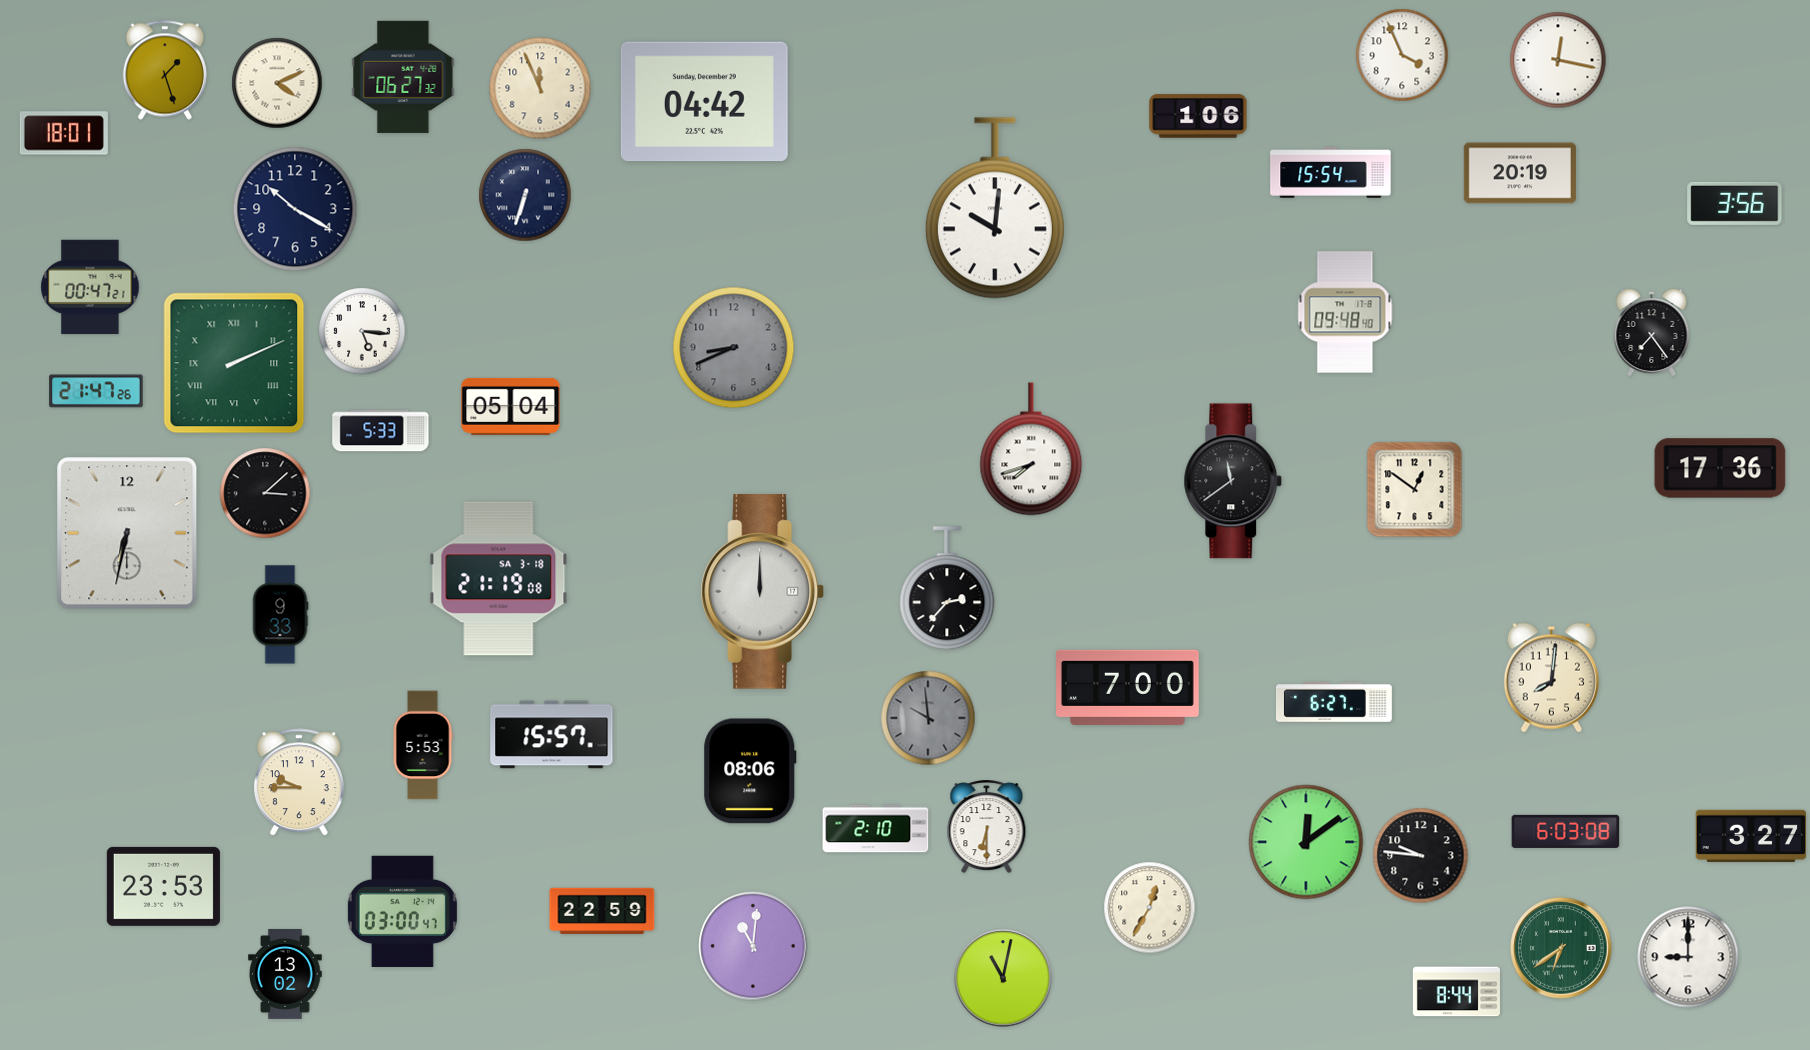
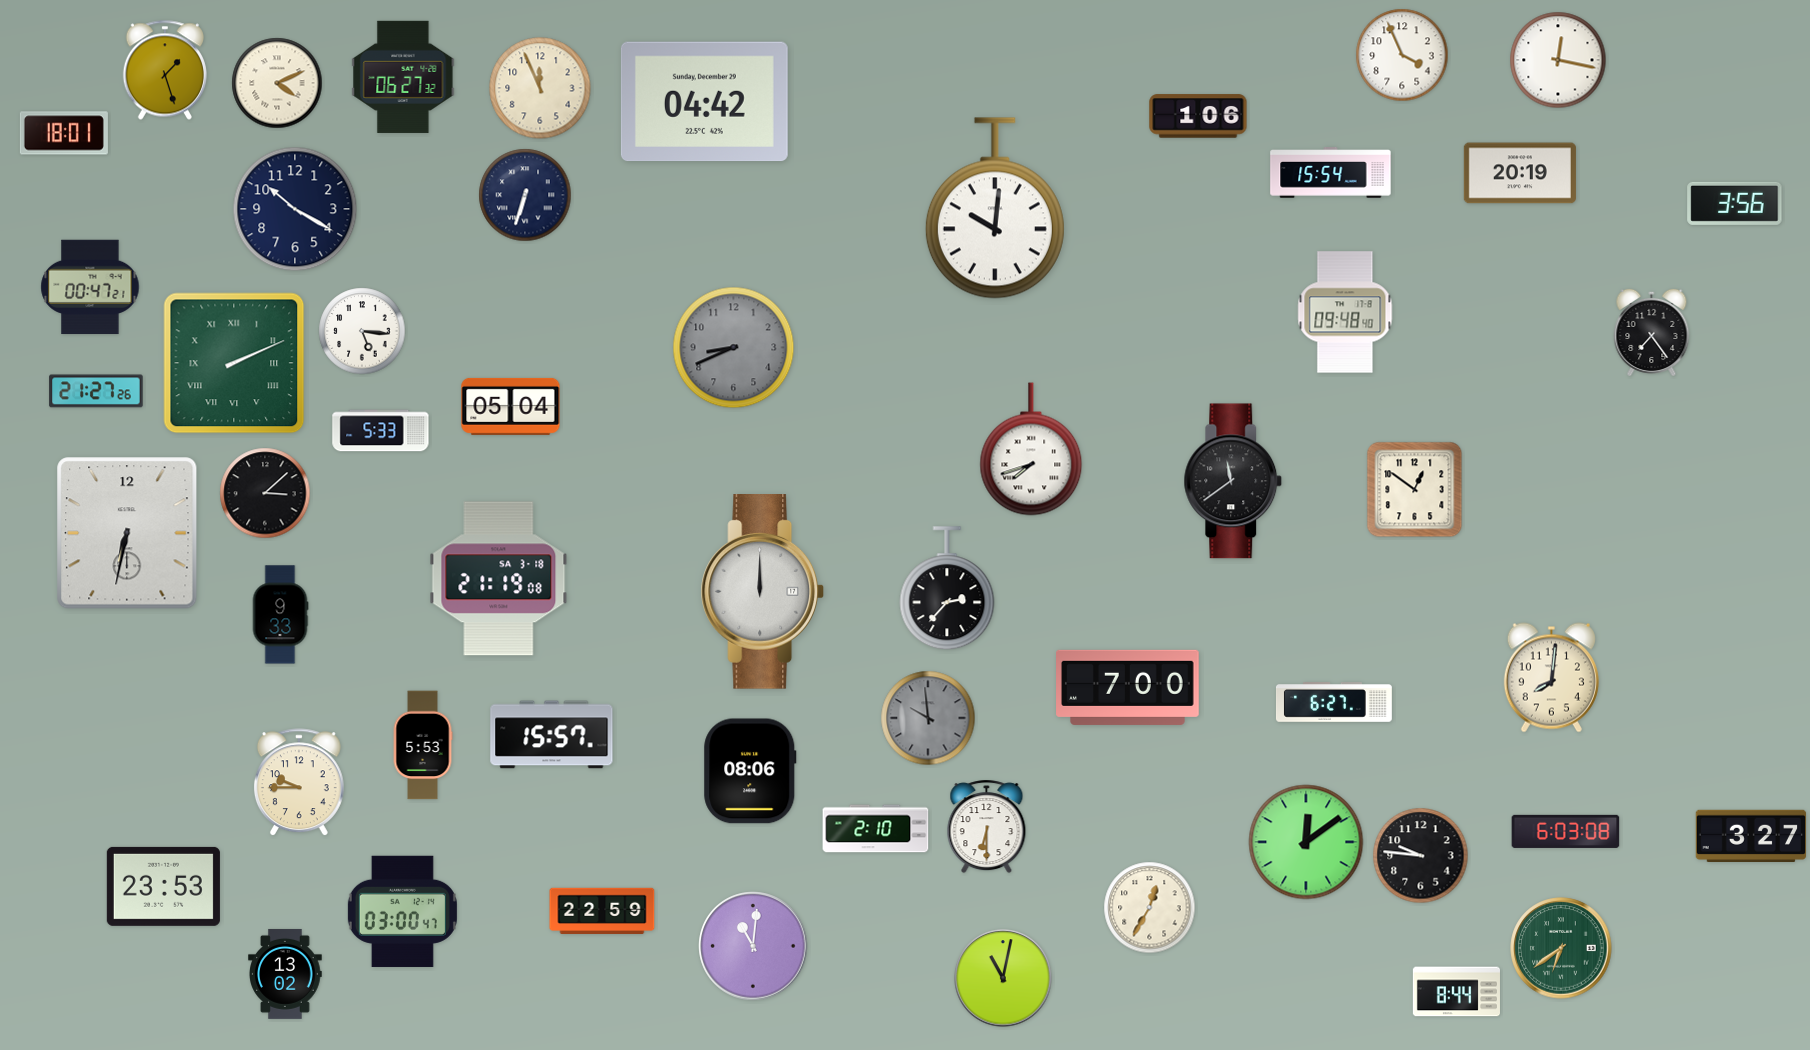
clock at (96, 391): 21:47 -> 21:27
clock at (1720, 468): 17:36 -> none
clock at (1688, 957): 9:00 -> none
